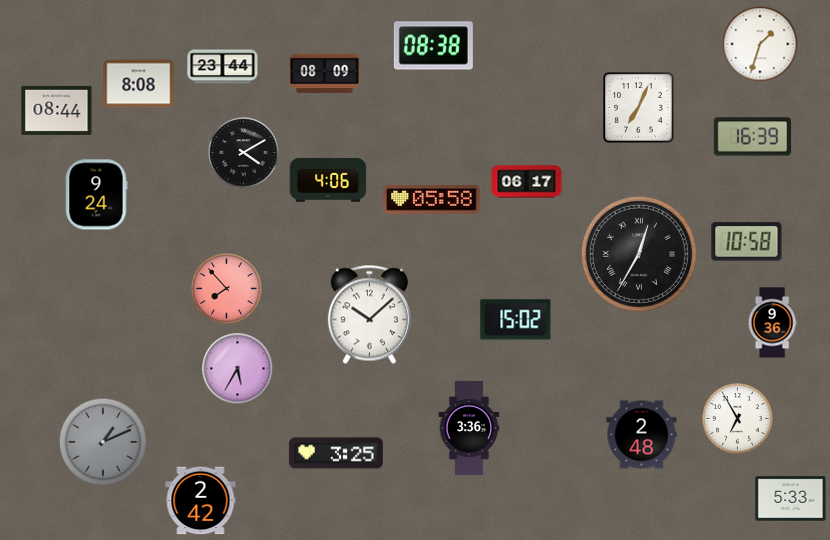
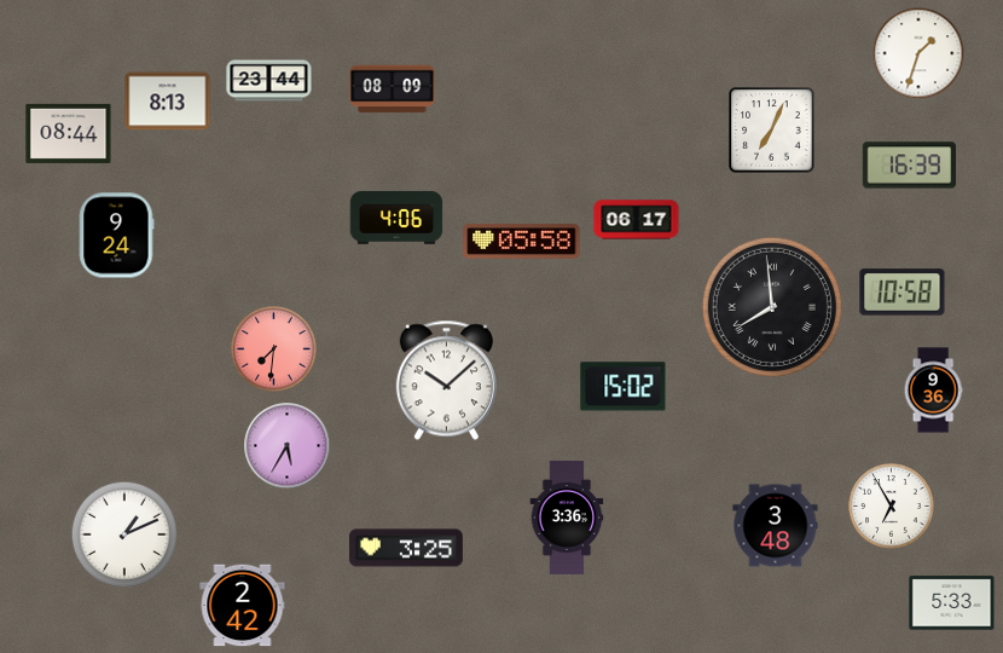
clock at (433, 46): 08:38 -> none
clock at (139, 84): 8:08 -> 8:13
clock at (244, 153): 4:10 -> none
clock at (639, 254): 12:35 -> 7:59
clock at (227, 289): 7:53 -> 7:31
clock at (642, 435): 2:48 -> 3:48
clock at (103, 442) dial: grey -> white
clock at (791, 499) position: (791, 499) -> (952, 603)
